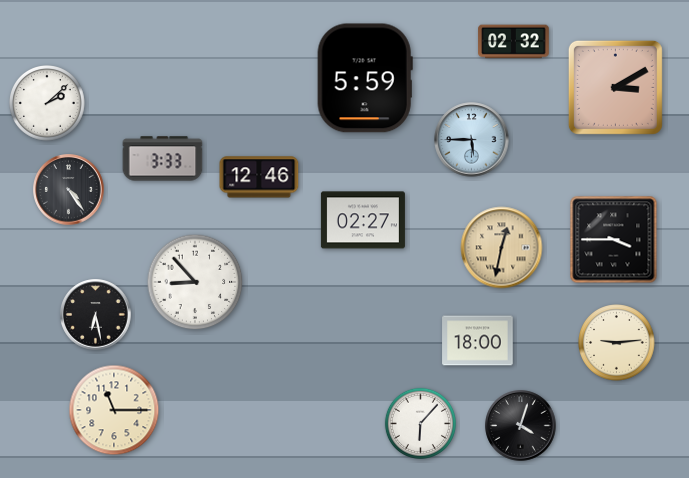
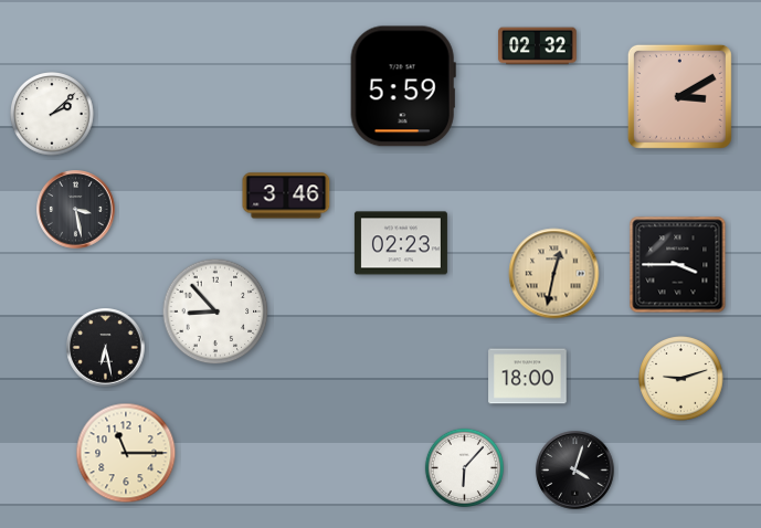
clock at (514, 42) position: (514, 42) -> (538, 46)
clock at (472, 140): 5:45 -> none
clock at (163, 159): 3:33 -> none
clock at (259, 177): 12:46 -> 3:46
clock at (69, 190): 4:24 -> 3:28
clock at (363, 220): 02:27 -> 02:23
clock at (617, 343): 9:14 -> 9:12
